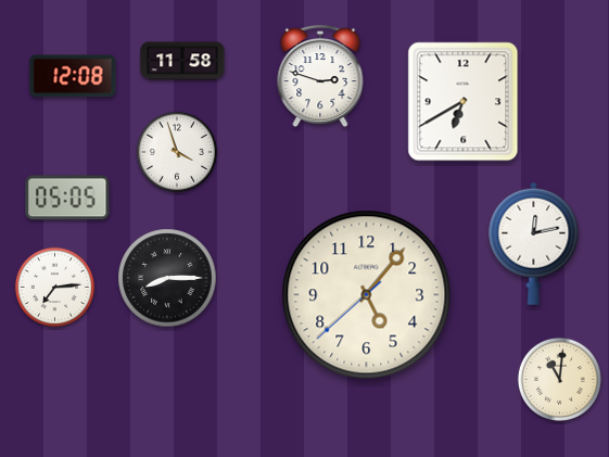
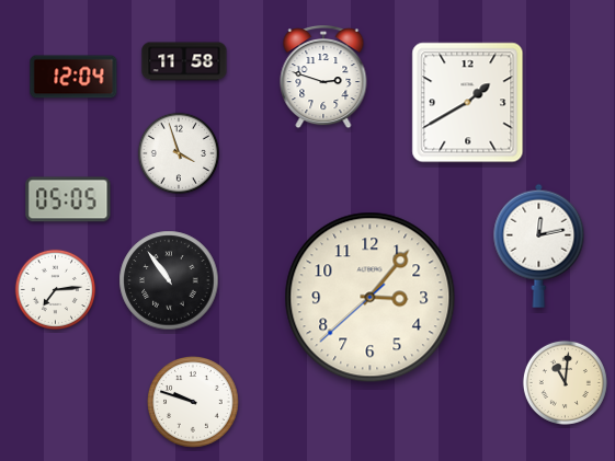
clock at (73, 76): 12:08 -> 12:04
clock at (464, 102): 6:40 -> 1:40
clock at (167, 278): 8:15 -> 10:54
clock at (367, 295): 5:06 -> 3:06
clock at (194, 403): none -> 9:48
